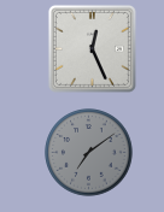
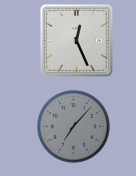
clock at (89, 153): 7:09 -> 7:07
